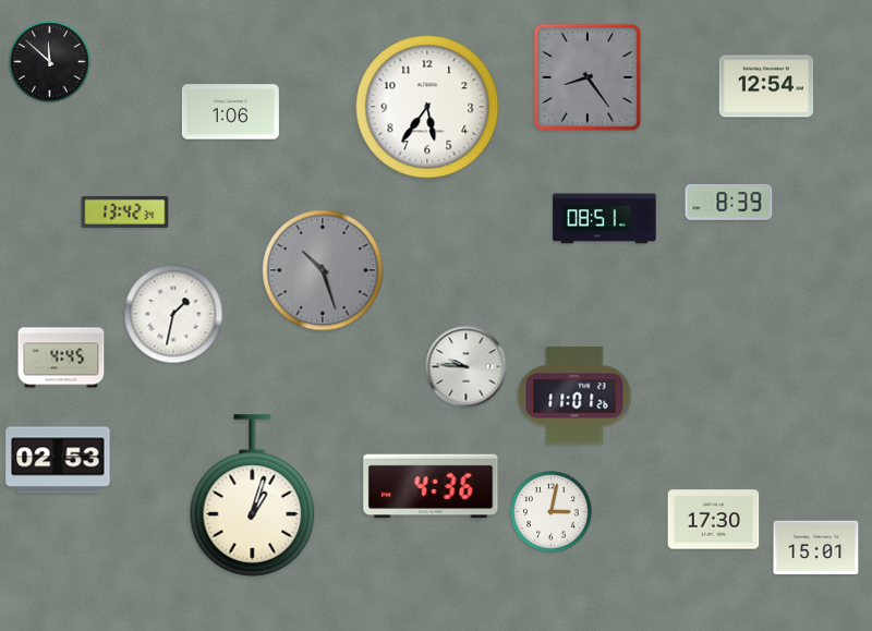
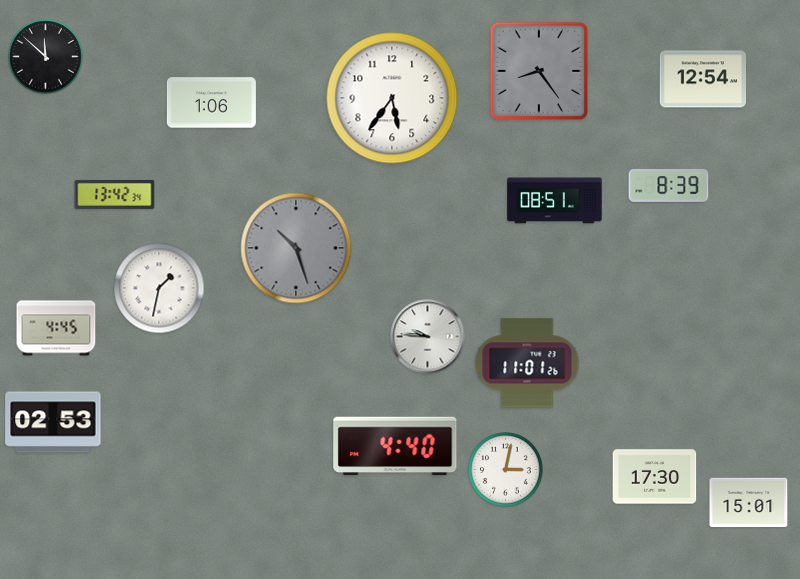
clock at (431, 486): 4:36 -> 4:40
clock at (253, 496): 1:03 -> none
